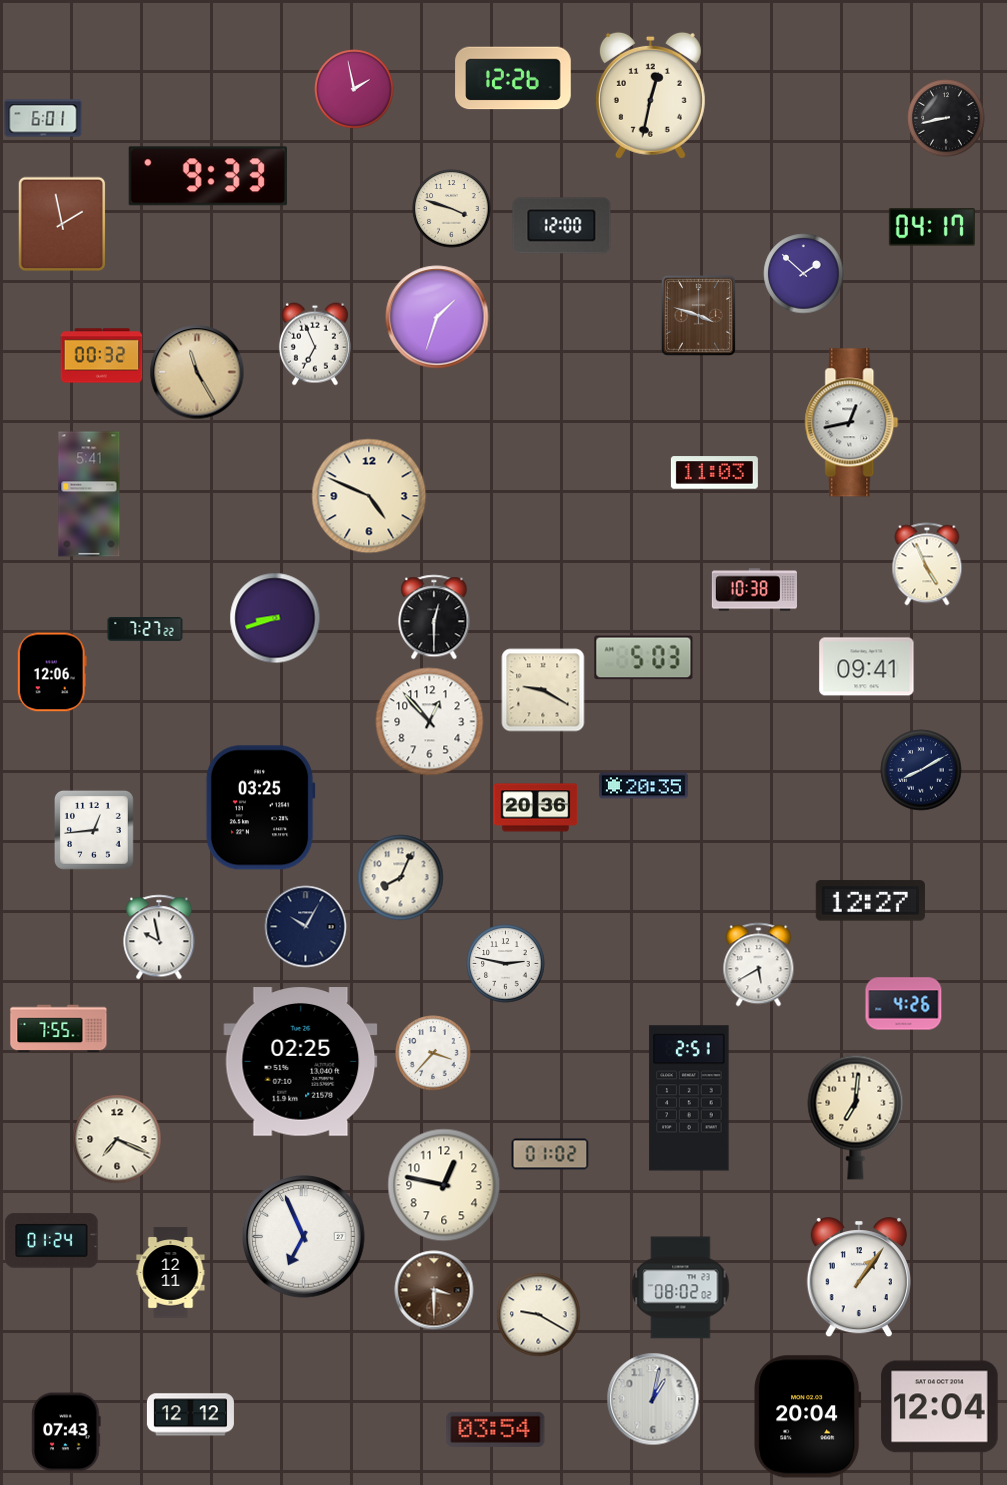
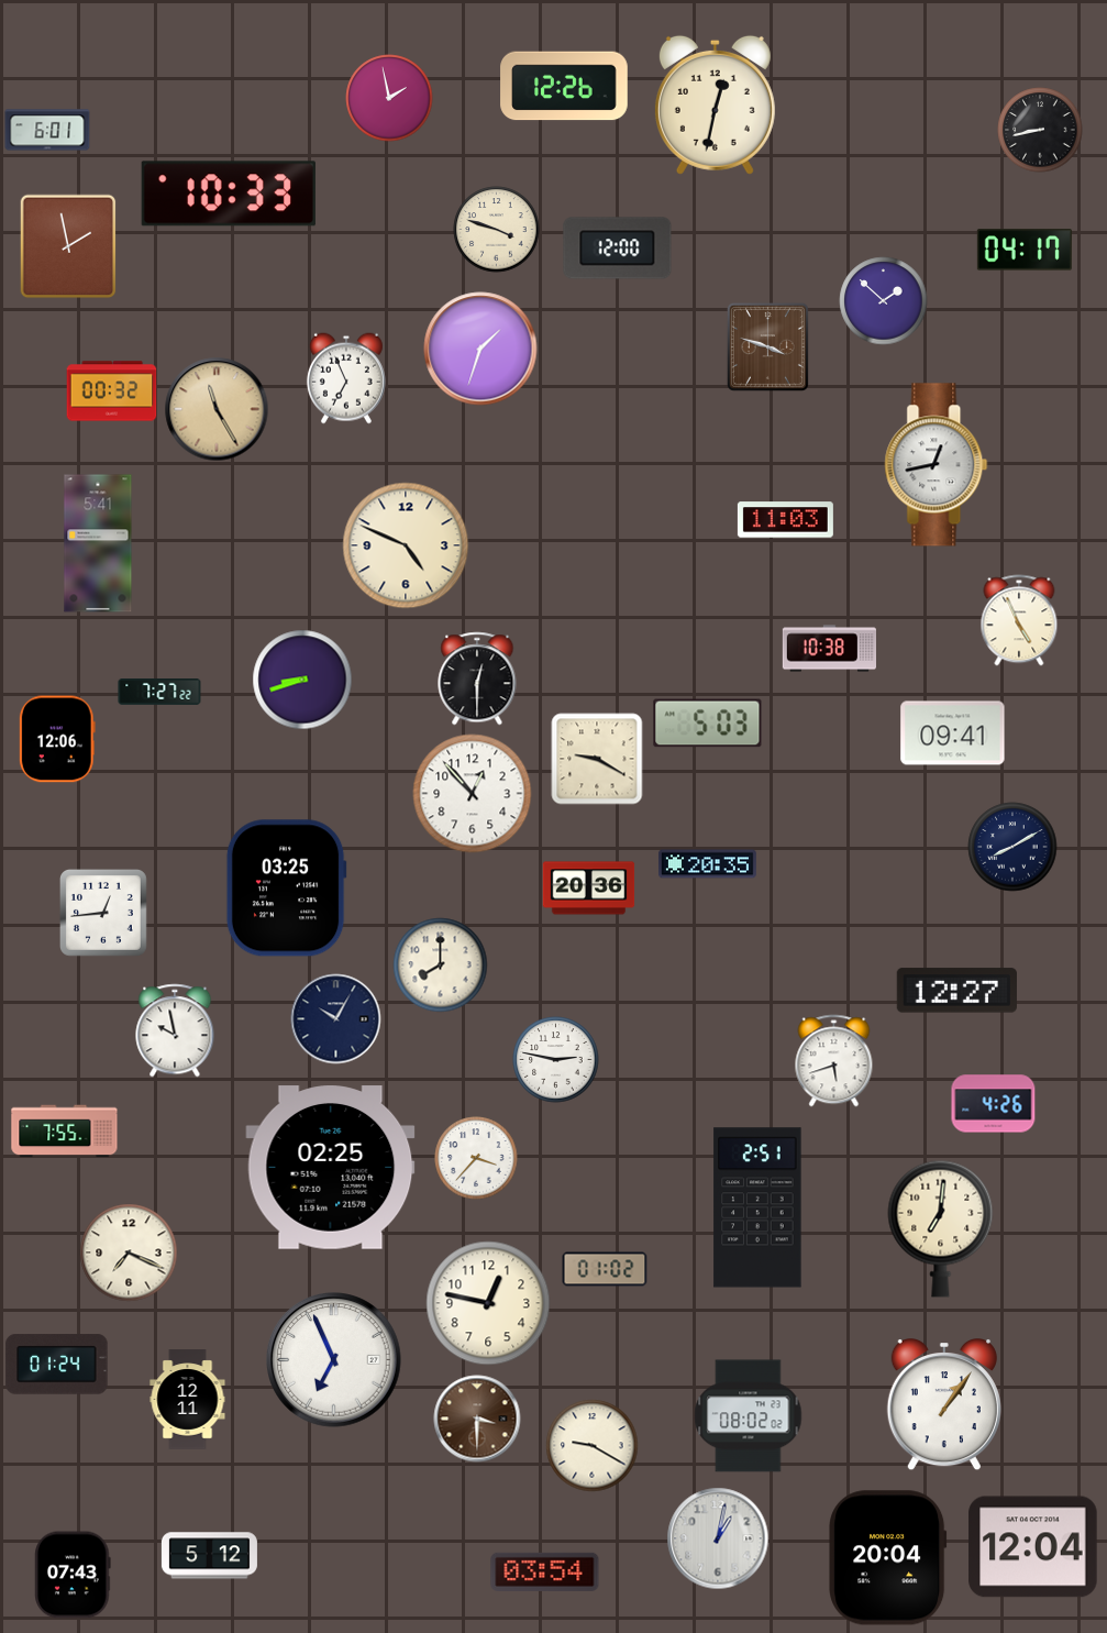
clock at (208, 176): 9:33 -> 10:33
clock at (401, 878): 8:04 -> 8:00
clock at (759, 965): 5:40 -> 5:42
clock at (190, 1415): 12:12 -> 5:12
